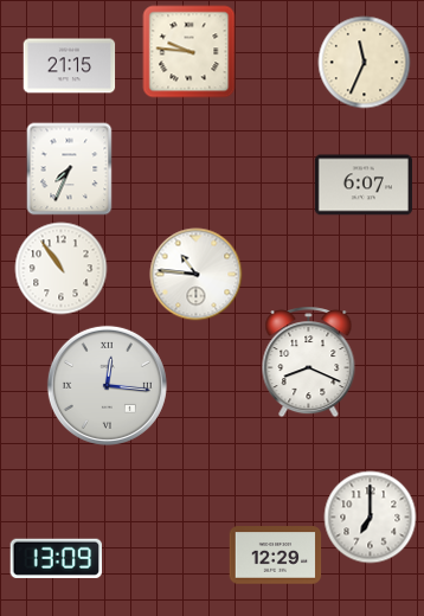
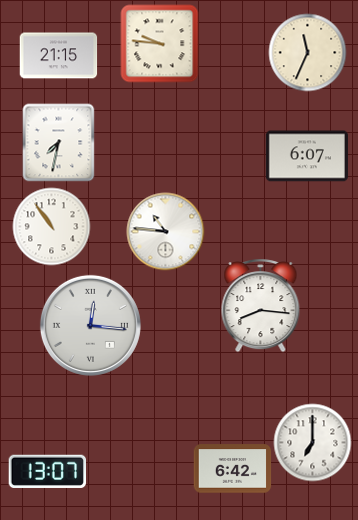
clock at (70, 168): 7:34 -> 7:32
clock at (309, 362): 8:19 -> 8:16
clock at (370, 516) position: (370, 516) -> (312, 442)
clock at (275, 556): 12:29 -> 6:42
clock at (56, 558): 13:09 -> 13:07
